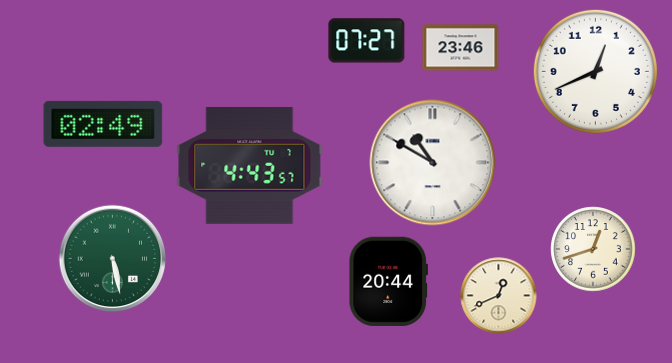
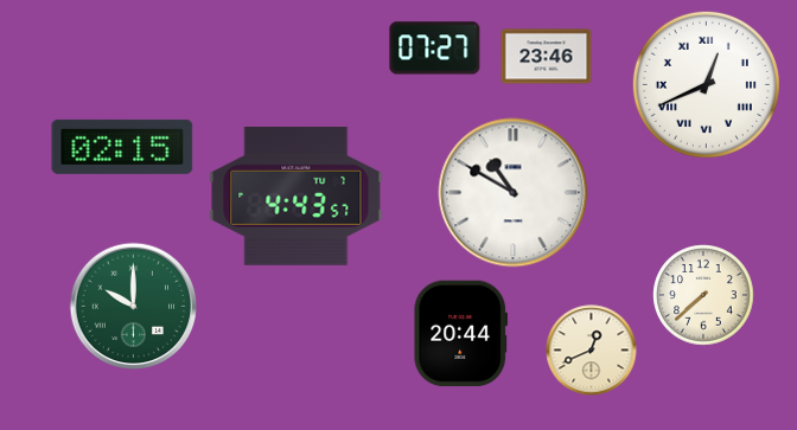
clock at (595, 71) numerals: Arabic -> Roman
clock at (103, 124): 02:49 -> 02:15
clock at (593, 249): 12:42 -> 7:38
clock at (113, 259): 5:28 -> 10:00
